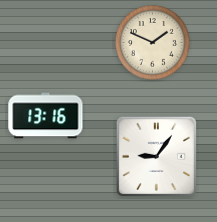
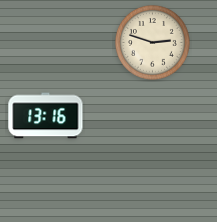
clock at (153, 43): 1:49 -> 2:48
clock at (156, 156): 9:06 -> none
